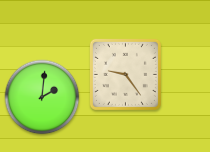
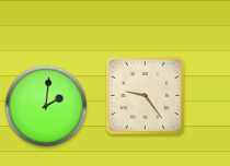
clock at (125, 74) position: (125, 74) -> (145, 95)
